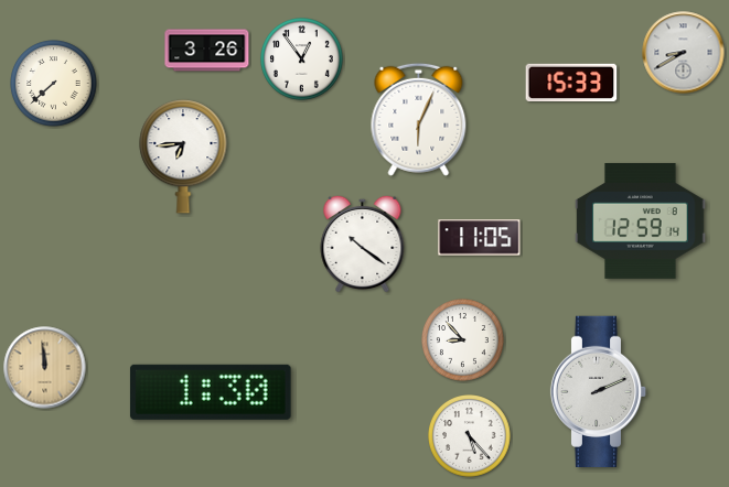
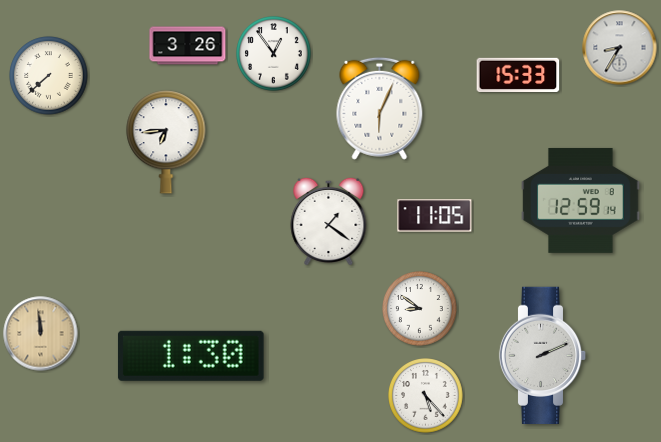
clock at (684, 53): 8:40 -> 8:35
clock at (363, 242): 10:21 -> 1:21
clock at (463, 340): 8:53 -> 8:51
